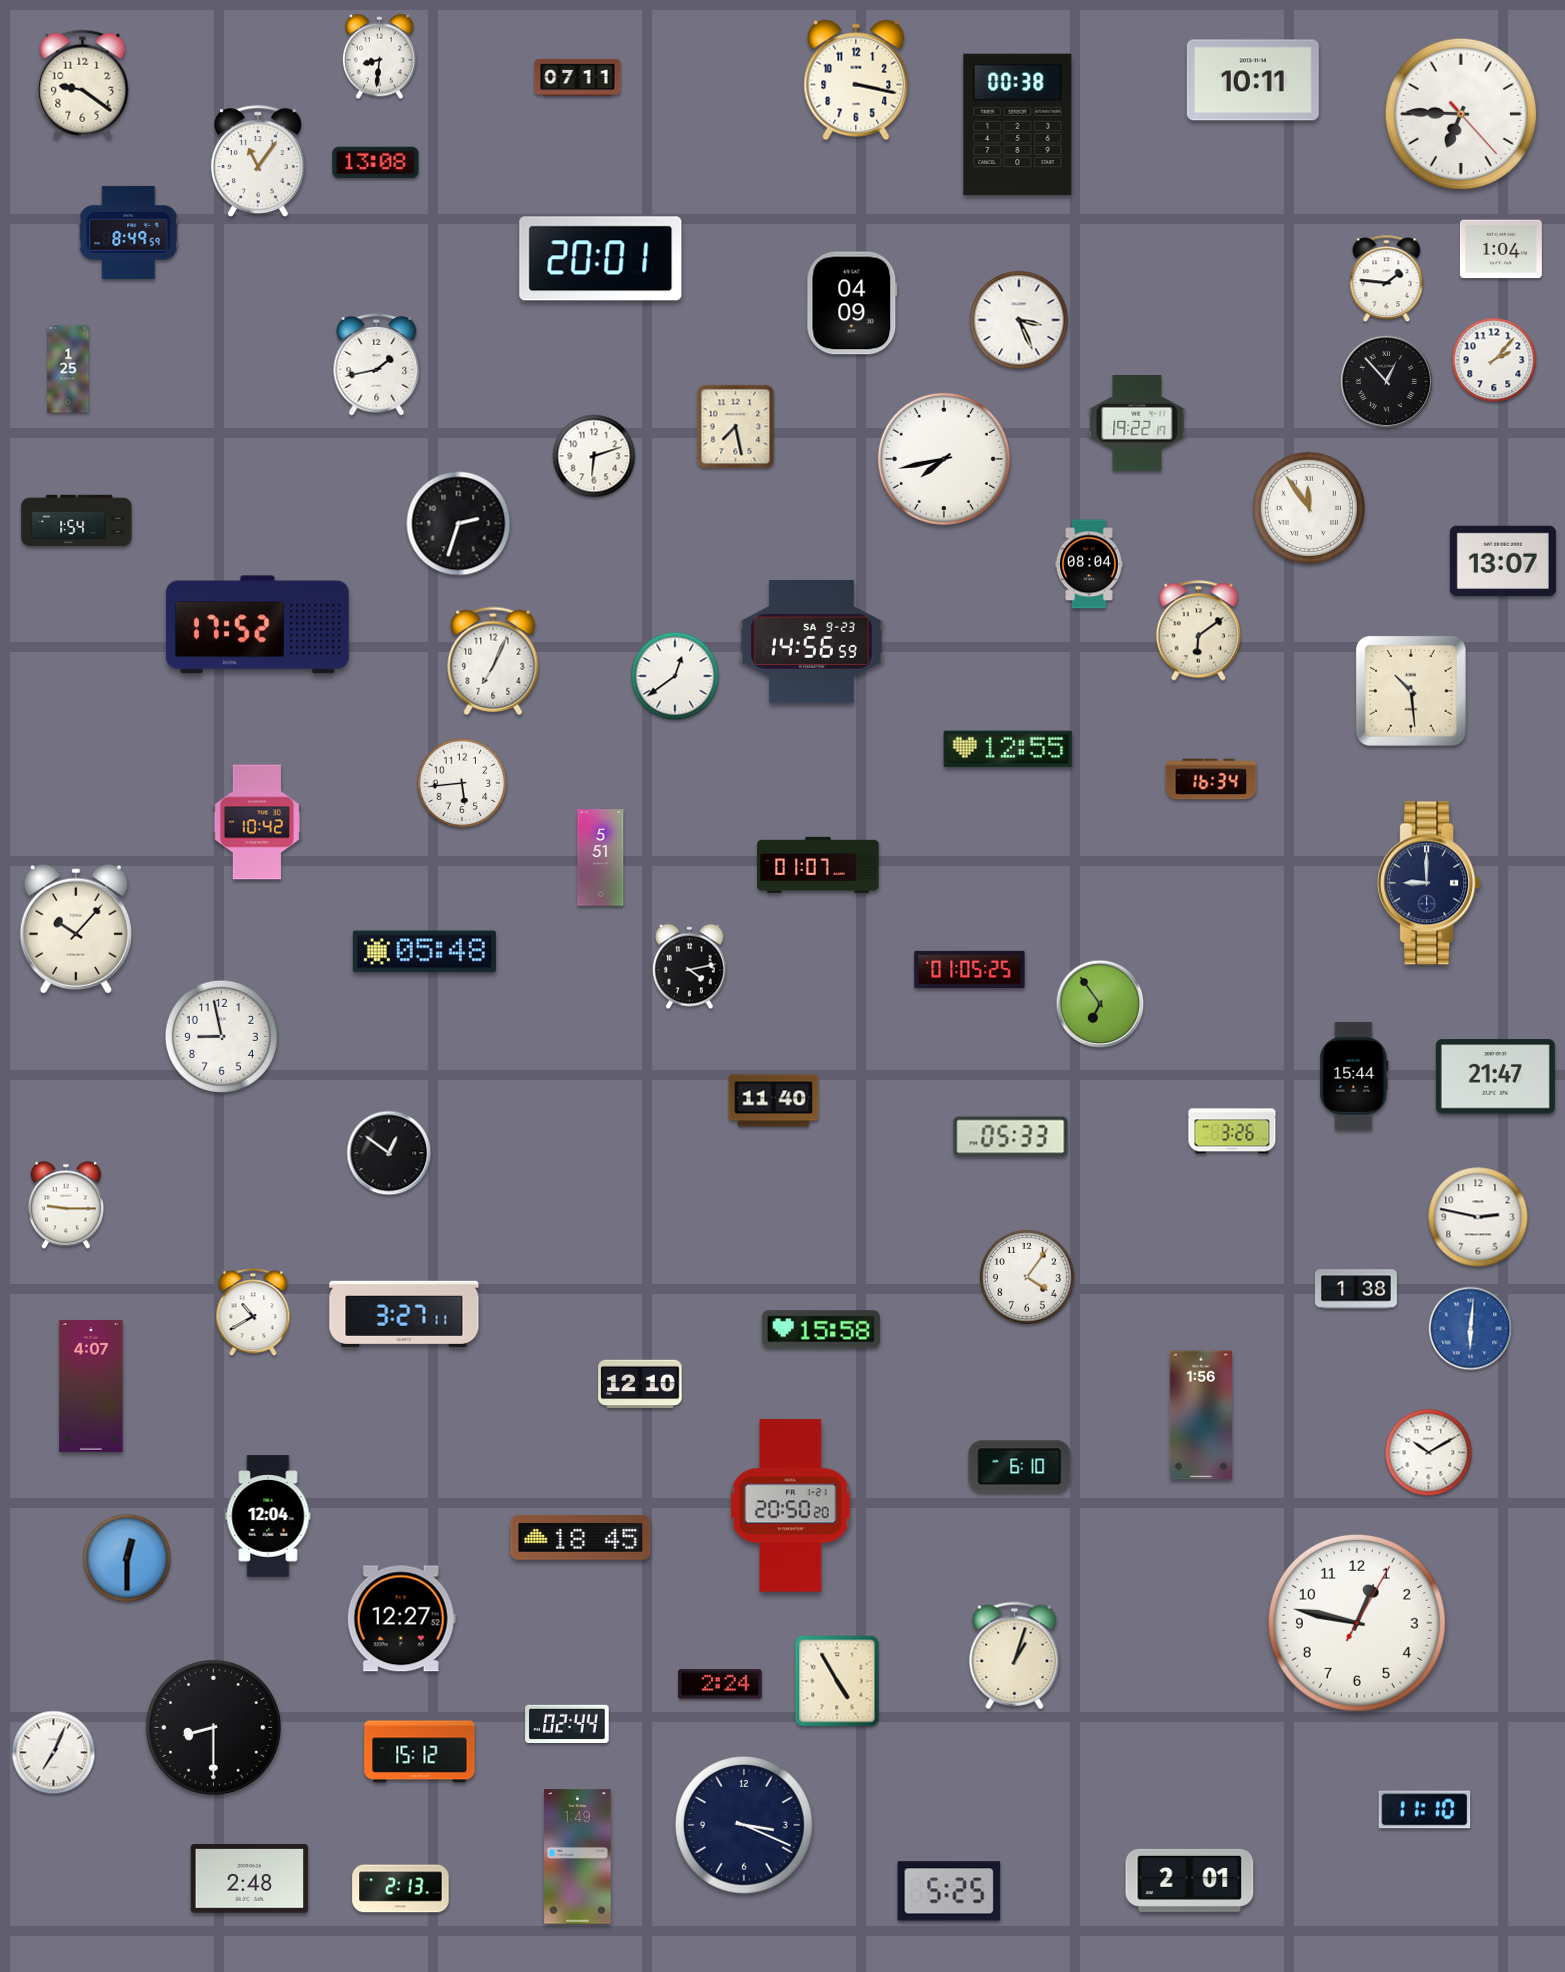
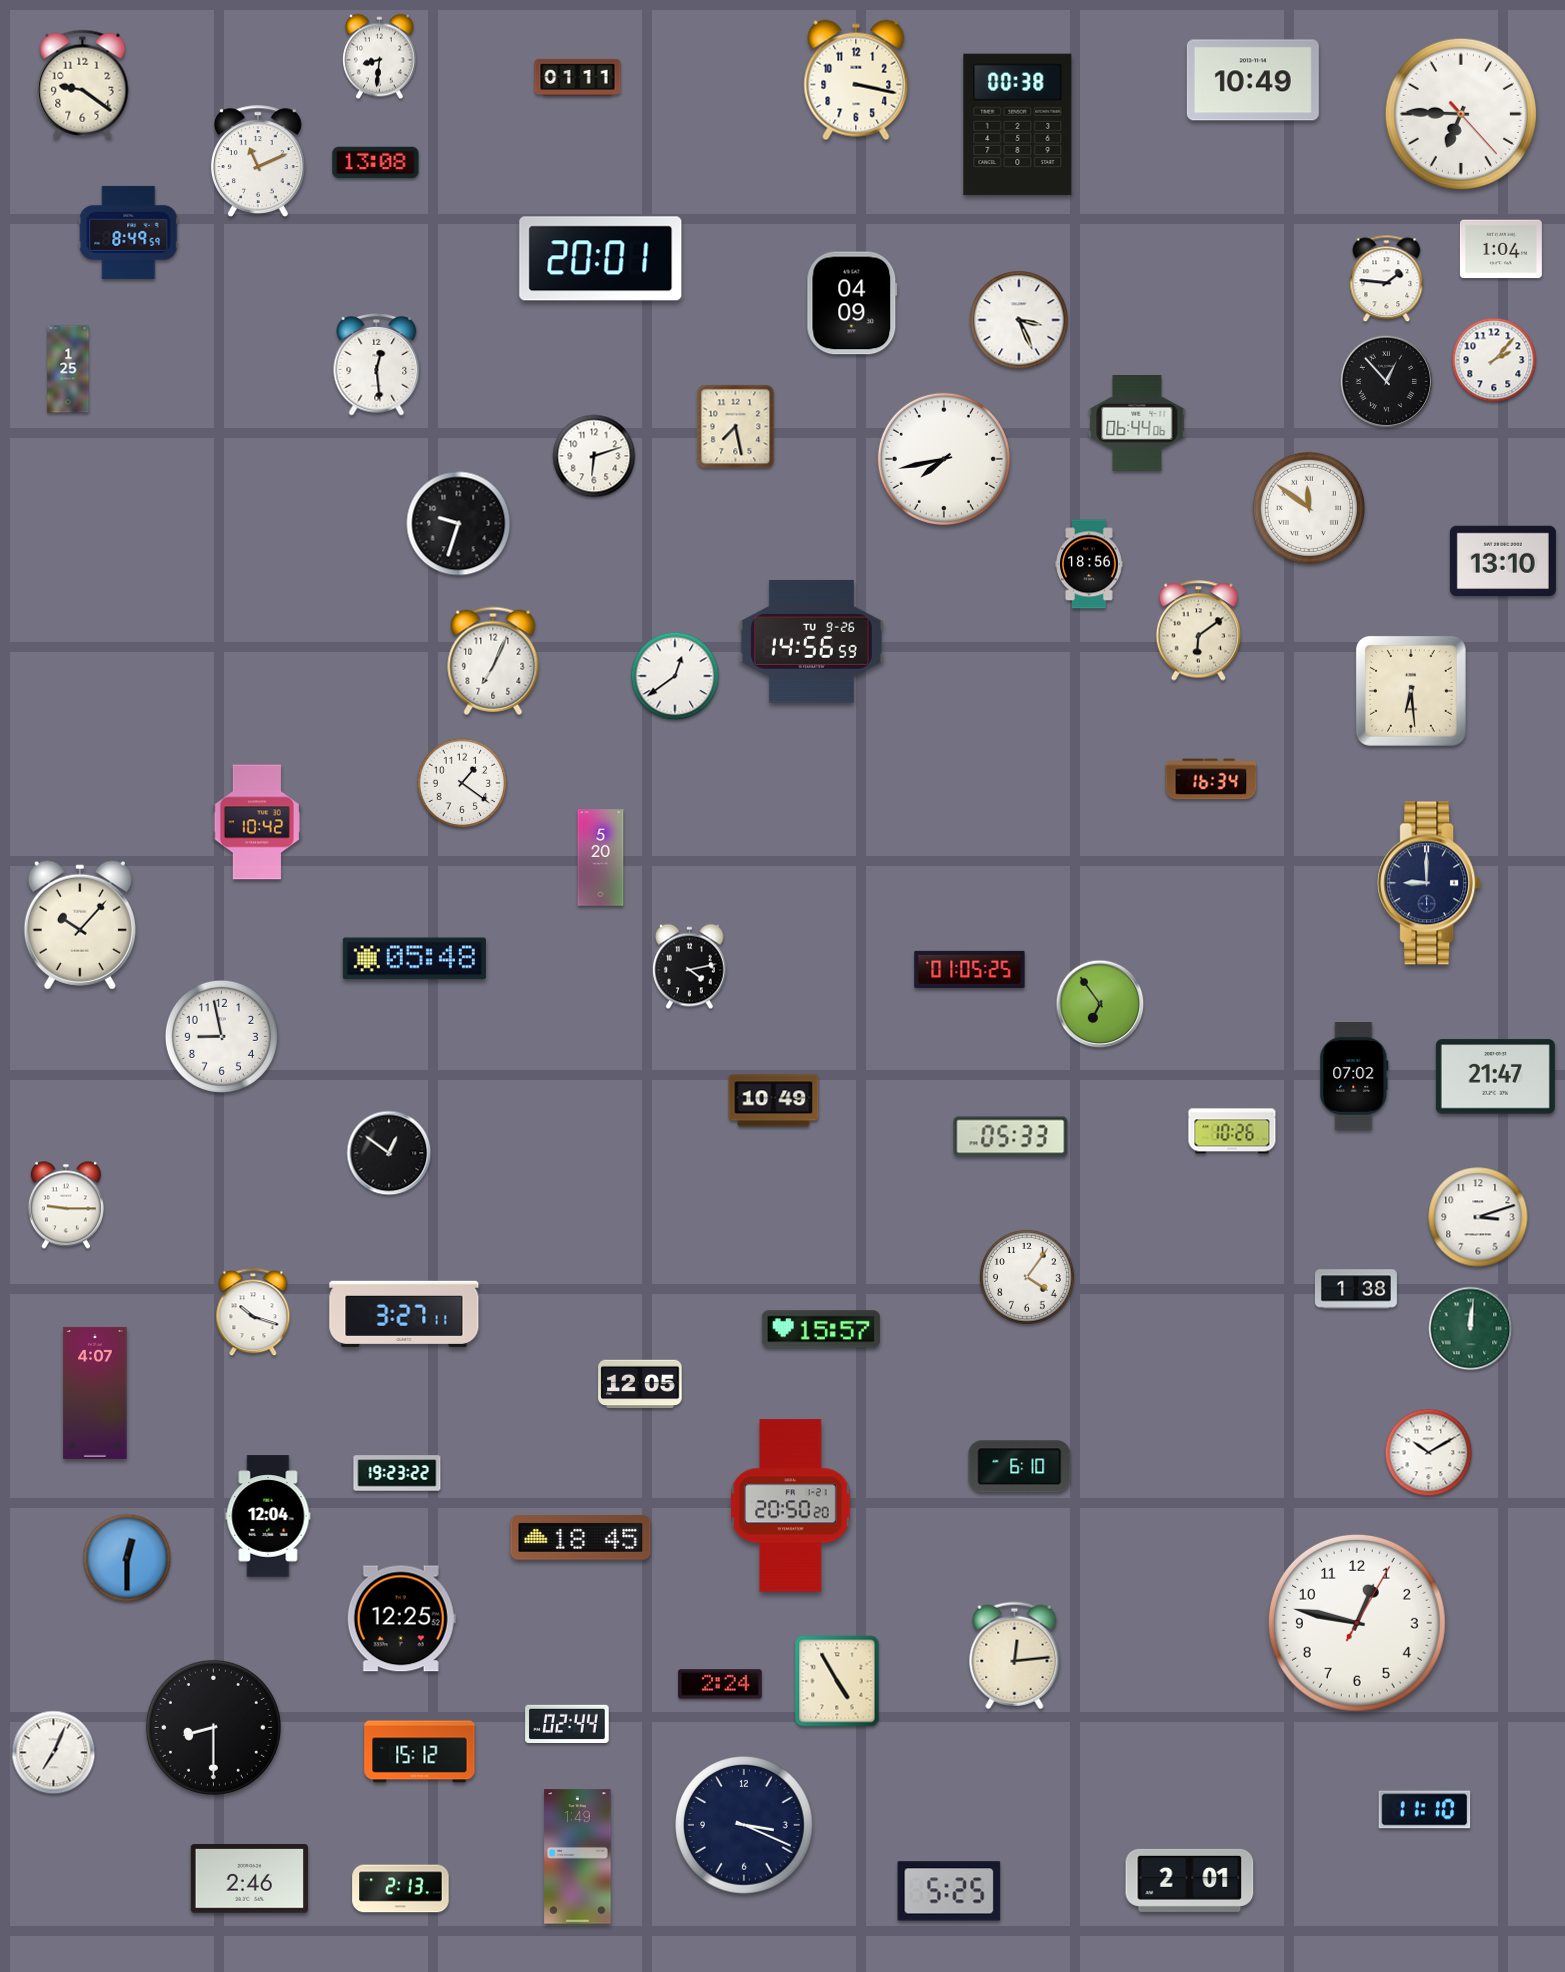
clock at (578, 77): 07:11 -> 01:11
clock at (1253, 80): 10:11 -> 10:49
clock at (258, 161): 11:06 -> 11:11
clock at (377, 365): 1:43 -> 12:29
clock at (1137, 424): 19:22 -> 06:44
clock at (1309, 508): 11:54 -> 11:51
clock at (77, 520): 1:54 -> none
clock at (459, 524): 2:33 -> 9:33
clock at (1503, 561): 13:07 -> 13:10
clock at (1089, 564): 08:04 -> 18:56
clock at (257, 625): 17:52 -> none
clock at (811, 642) date: SA 9-23 -> TU 9-26
clock at (1411, 691): 10:29 -> 6:29
clock at (1008, 749): 12:55 -> none
clock at (462, 783): 5:44 -> 1:21
clock at (601, 858): 5:51 -> 5:20
clock at (818, 865): 01:07 -> none
clock at (76, 929) position: (76, 929) -> (80, 925)
clock at (424, 952) position: (424, 952) -> (414, 959)
clock at (1354, 1077): 15:44 -> 07:02
clock at (774, 1101): 11:40 -> 10:49
clock at (1232, 1131): 3:26 -> 10:26
clock at (1478, 1217): 2:47 -> 3:12
clock at (253, 1313): 10:40 -> 10:18
clock at (821, 1329): 15:58 -> 15:57
clock at (1471, 1329): 6:01 -> 12:01
clock at (1471, 1329) dial: blue -> green
clock at (640, 1384): 12:10 -> 12:05
clock at (91, 1386) position: (91, 1386) -> (95, 1393)
clock at (1201, 1415): 1:56 -> none
clock at (397, 1473): none -> 19:23
clock at (401, 1619): 12:27 -> 12:25
clock at (1015, 1656): 1:03 -> 12:14
clock at (249, 1879): 2:48 -> 2:46
